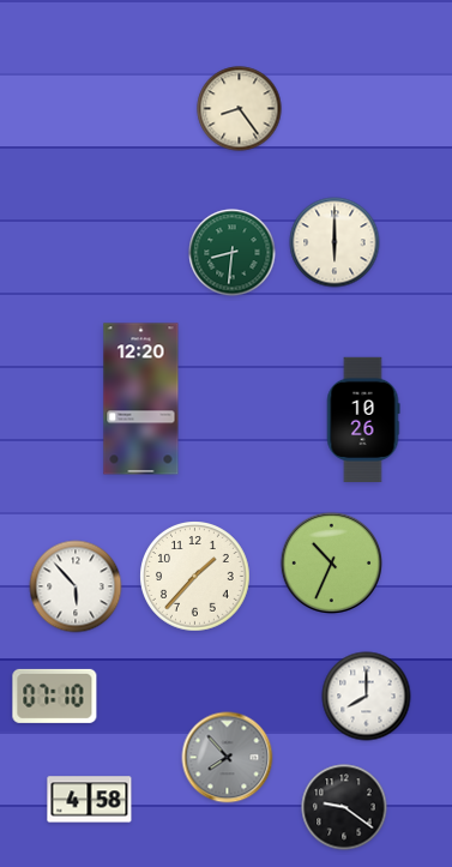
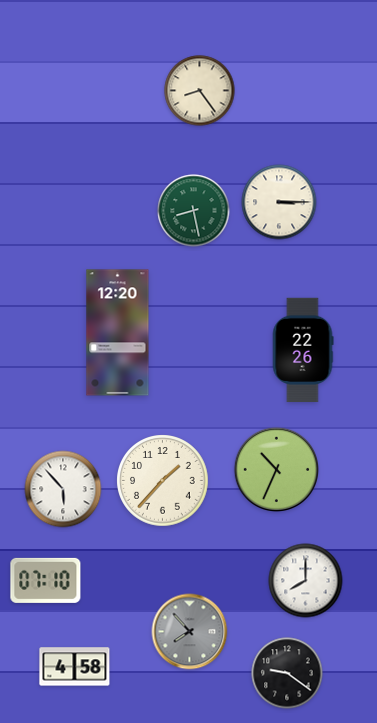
clock at (335, 242): 6:00 -> 3:15
clock at (233, 253): 8:31 -> 8:28
clock at (363, 420): 10:26 -> 22:26
